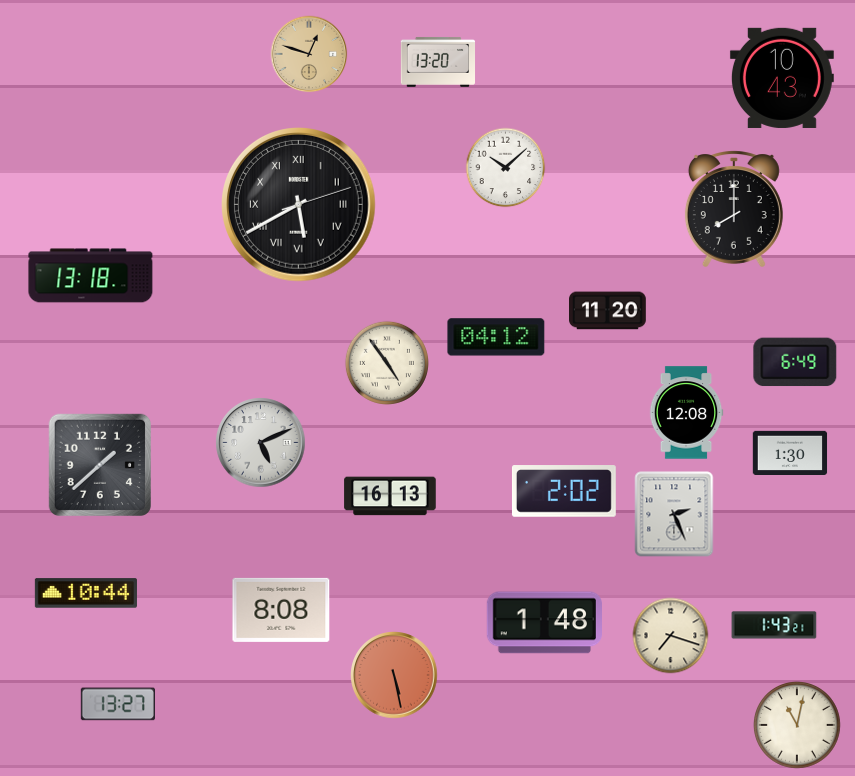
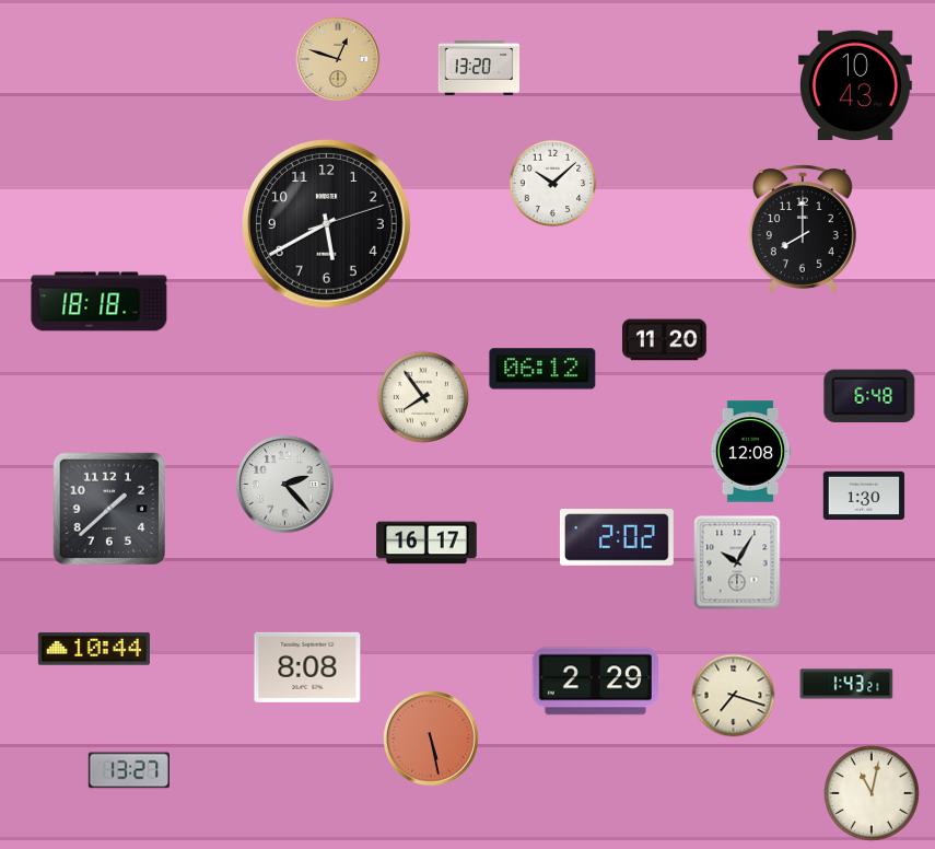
clock at (299, 205) numerals: Roman -> Arabic
clock at (91, 276): 13:18 -> 18:18
clock at (496, 337): 04:12 -> 06:12
clock at (795, 362): 6:49 -> 6:48
clock at (387, 363): 4:54 -> 7:54
clock at (261, 443): 5:11 -> 2:23
clock at (390, 496): 16:13 -> 16:17
clock at (674, 514): 2:26 -> 10:05
clock at (544, 623): 1:48 -> 2:29
